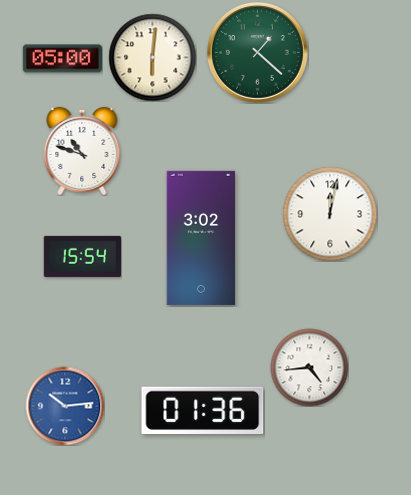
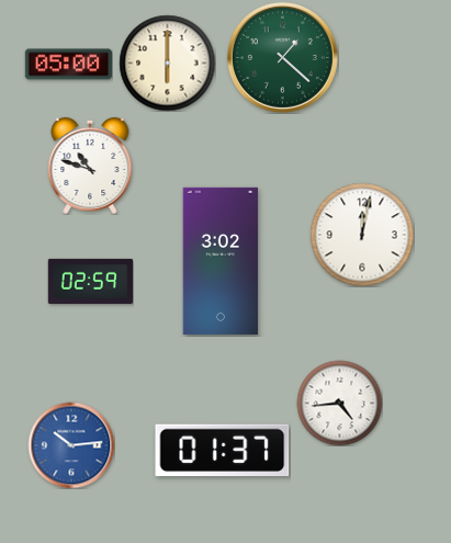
clock at (152, 57): 6:01 -> 6:00
clock at (82, 256): 15:54 -> 02:59
clock at (203, 410): 01:36 -> 01:37
